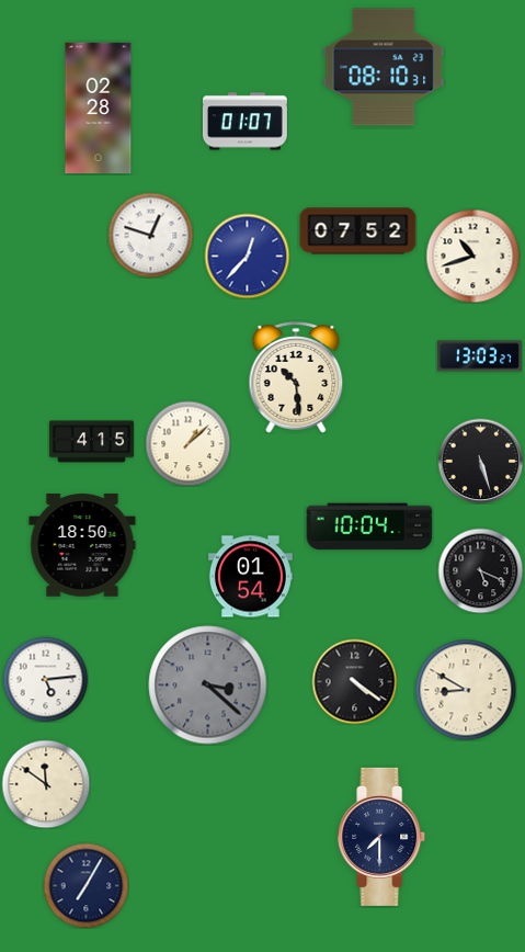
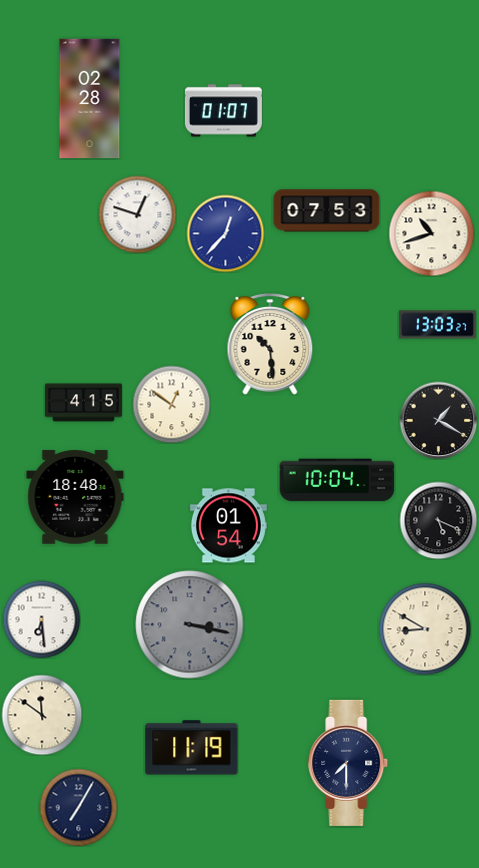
clock at (384, 67): 08:10 -> none
clock at (358, 231): 07:52 -> 07:53
clock at (187, 443): 1:08 -> 12:51
clock at (480, 461): 5:27 -> 1:20
clock at (82, 545): 18:50 -> 18:48
clock at (45, 679): 5:14 -> 6:29
clock at (354, 681): 4:21 -> none
clock at (208, 685): 3:22 -> 3:17
clock at (192, 748): none -> 11:19
